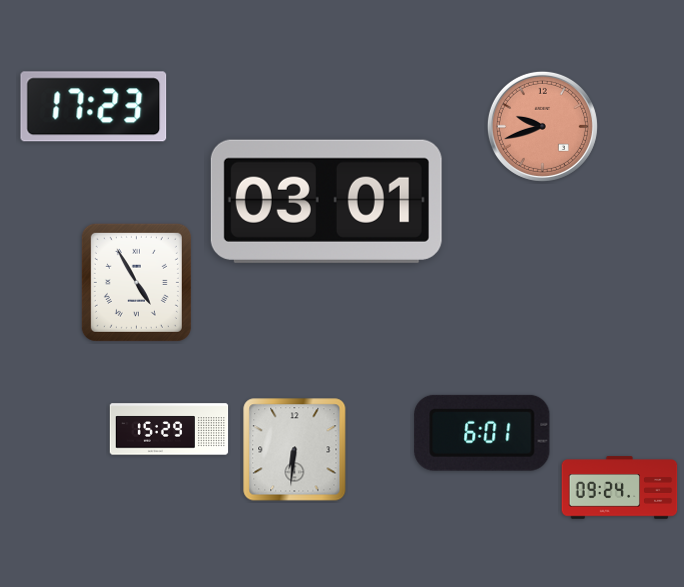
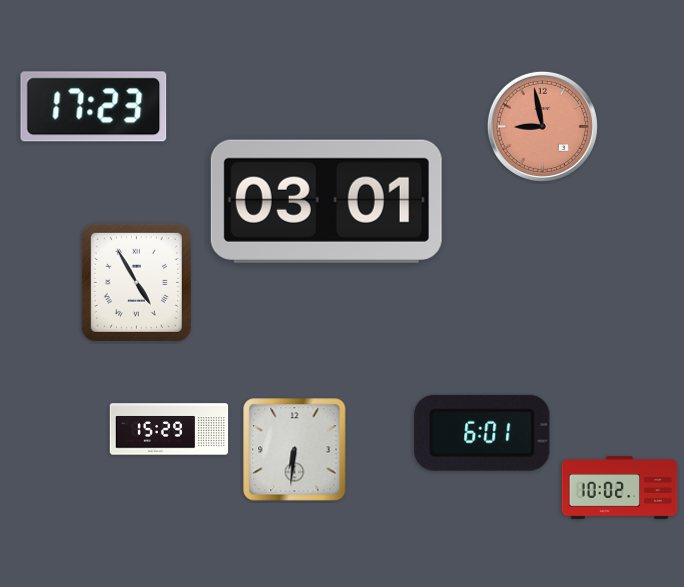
clock at (542, 126): 9:42 -> 8:58
clock at (620, 488): 09:24 -> 10:02
